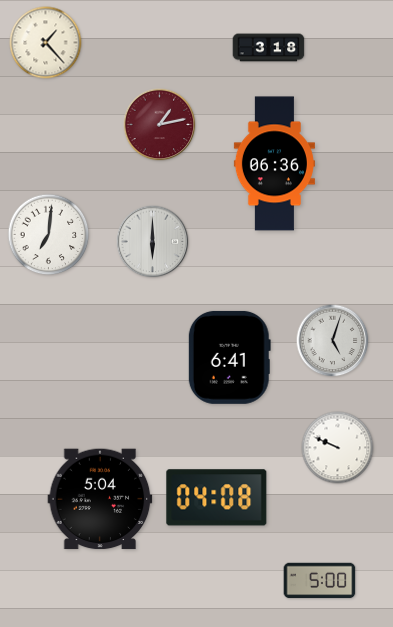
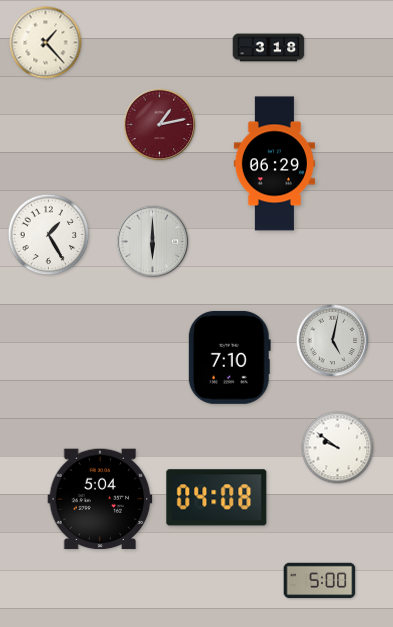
clock at (274, 164): 06:36 -> 06:29
clock at (49, 235): 7:01 -> 1:25
clock at (333, 341): 5:03 -> 5:02
clock at (229, 357): 6:41 -> 7:10
clock at (338, 448): 9:49 -> 9:51
